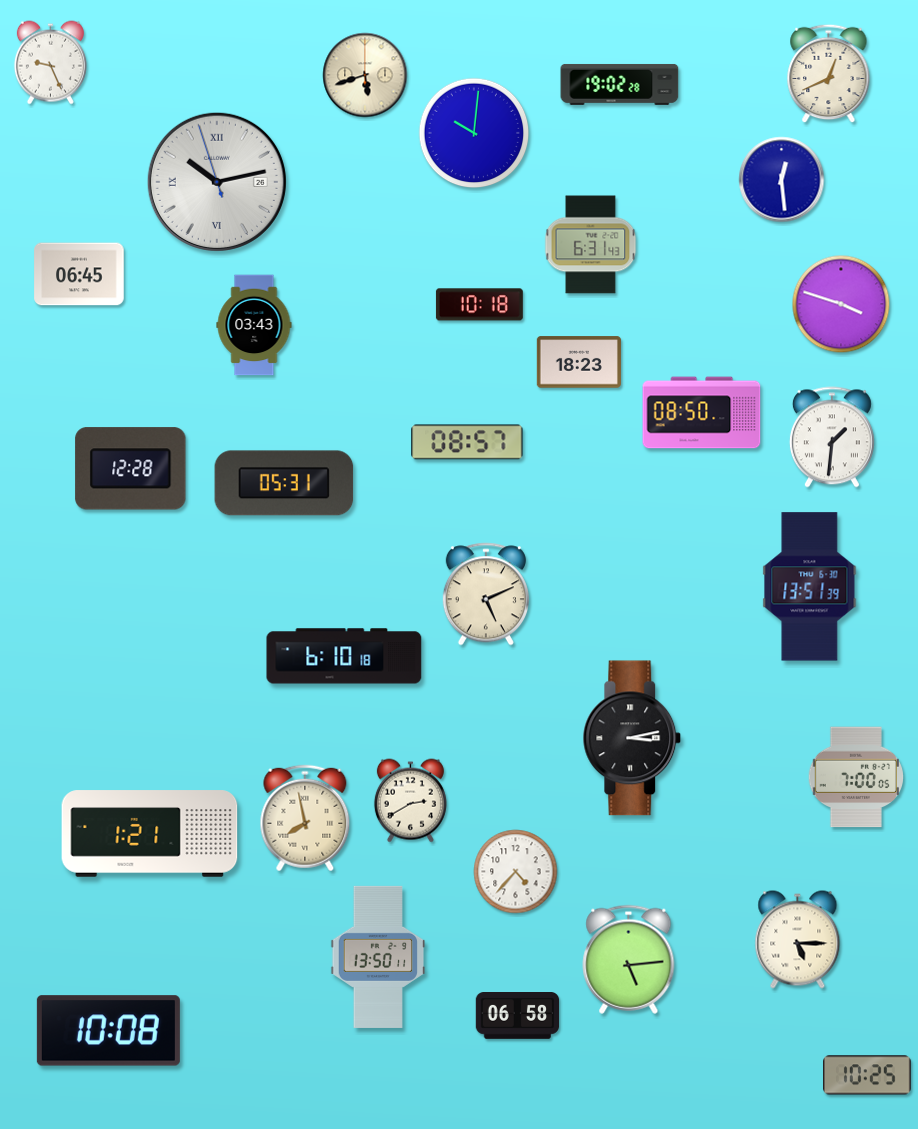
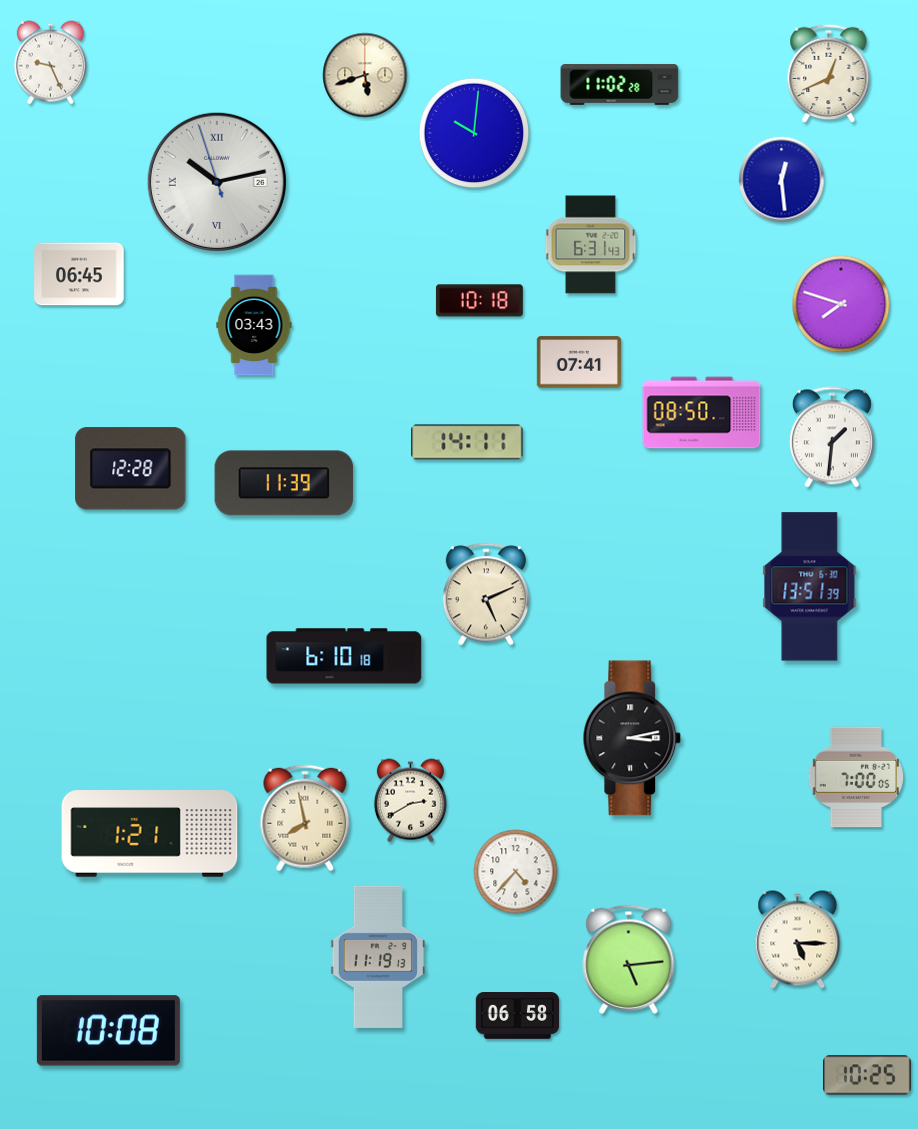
clock at (620, 84): 19:02 -> 11:02
clock at (841, 304): 3:48 -> 7:48
clock at (479, 305) position: (479, 305) -> (479, 301)
clock at (579, 362): 18:23 -> 07:41
clock at (467, 442): 08:57 -> 14:11
clock at (284, 483): 05:31 -> 11:39
clock at (378, 957): 13:50 -> 11:19
